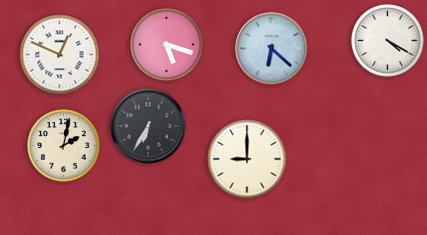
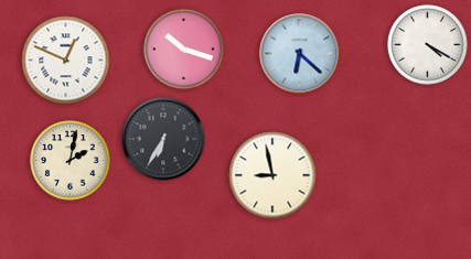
clock at (167, 45): 5:18 -> 10:18
clock at (247, 159): 9:00 -> 8:58
